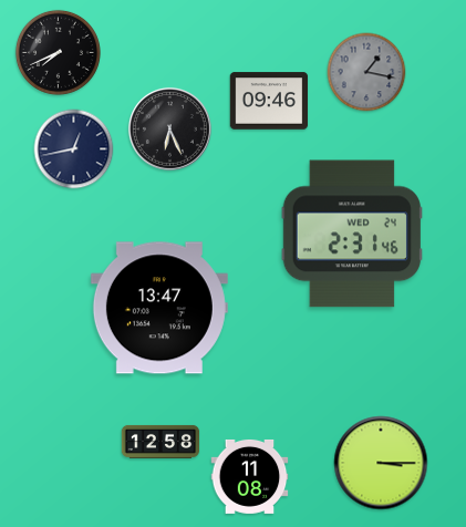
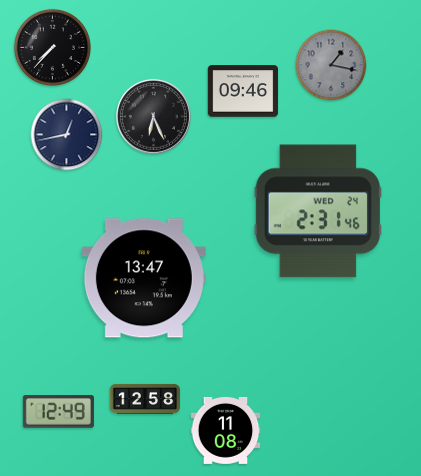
clock at (58, 52): 7:41 -> 7:37
clock at (58, 412): none -> 12:49
clock at (381, 463): 3:15 -> none
